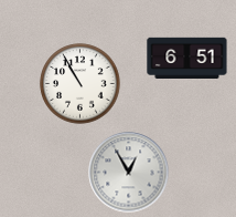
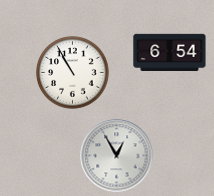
clock at (187, 58): 6:51 -> 6:54
clock at (81, 84) position: (81, 84) -> (73, 73)
